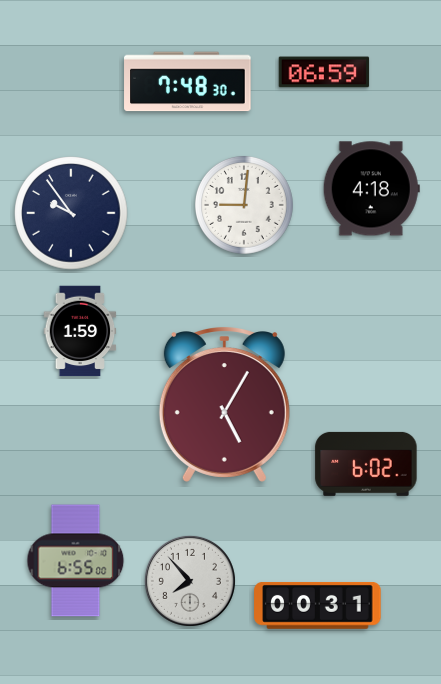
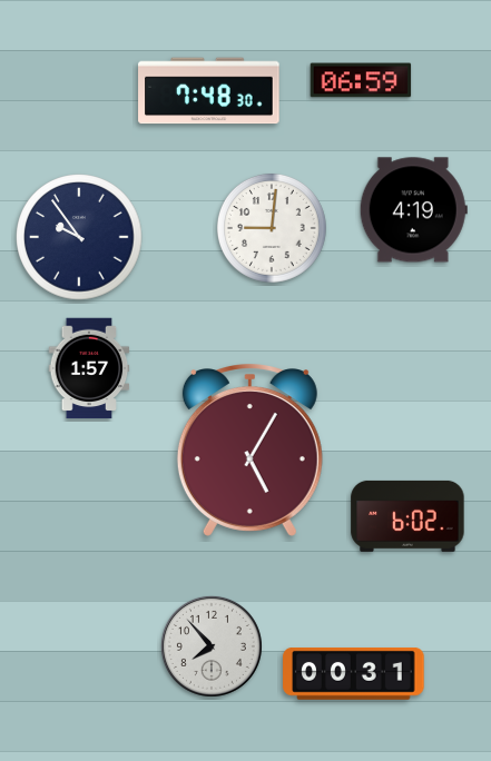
clock at (371, 189): 4:18 -> 4:19
clock at (80, 331): 1:59 -> 1:57
clock at (76, 561): 6:55 -> none
